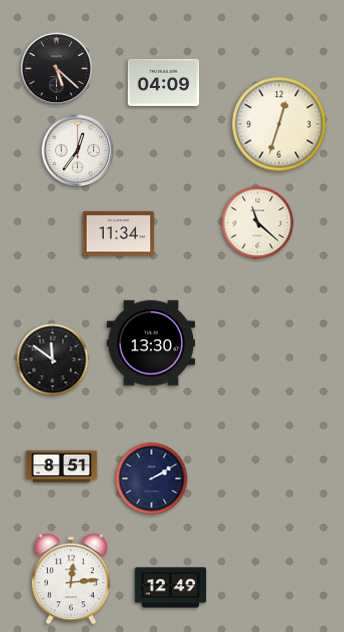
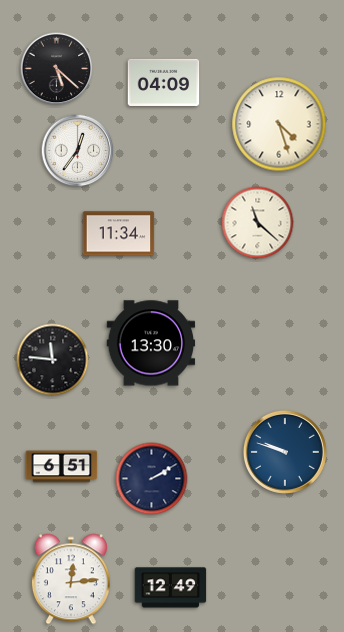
clock at (279, 124): 12:33 -> 4:27
clock at (53, 360): 11:51 -> 11:46
clock at (285, 452): none -> 9:48
clock at (62, 467): 8:51 -> 6:51
